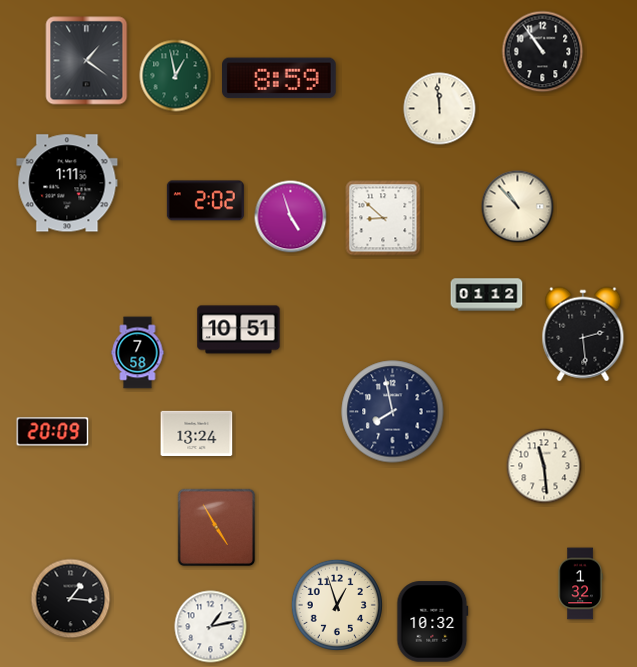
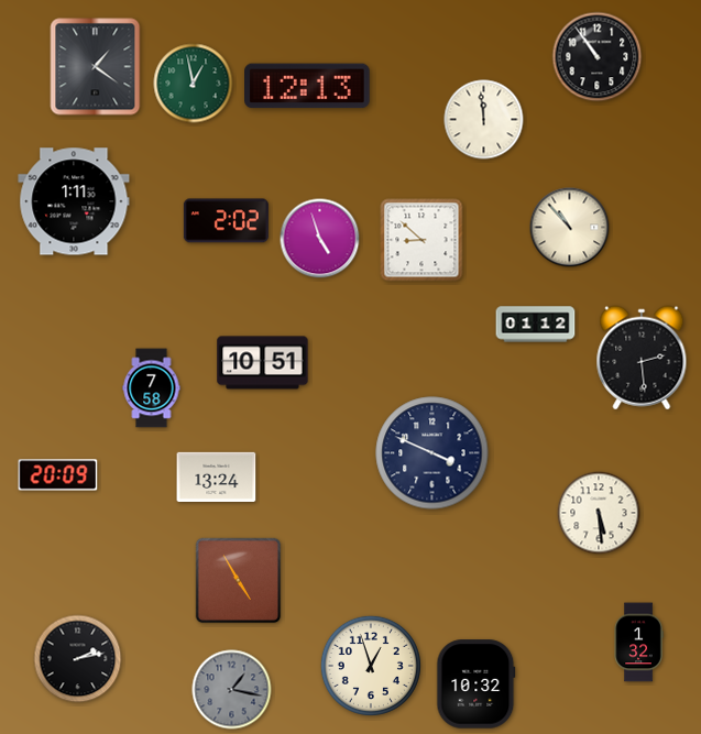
clock at (280, 78): 8:59 -> 12:13
clock at (583, 334) position: (583, 334) -> (642, 358)
clock at (393, 412): 7:58 -> 3:49
clock at (544, 466): 11:29 -> 5:29
clock at (71, 599): 1:16 -> 2:13
clock at (211, 627): 1:13 -> 1:17
clock at (211, 627) dial: white -> grey
